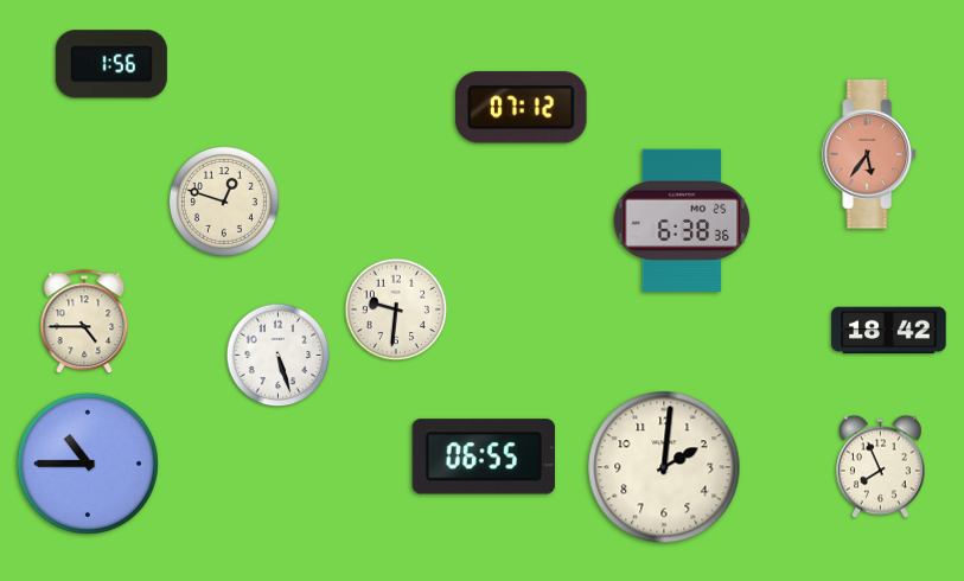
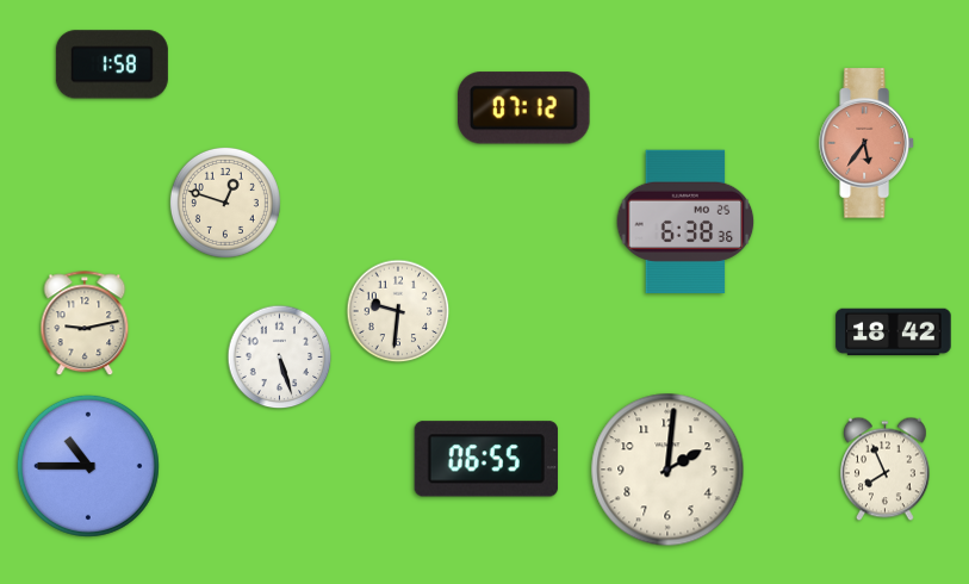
clock at (111, 64): 1:56 -> 1:58
clock at (869, 154) position: (869, 154) -> (866, 143)
clock at (84, 323): 4:45 -> 9:13
